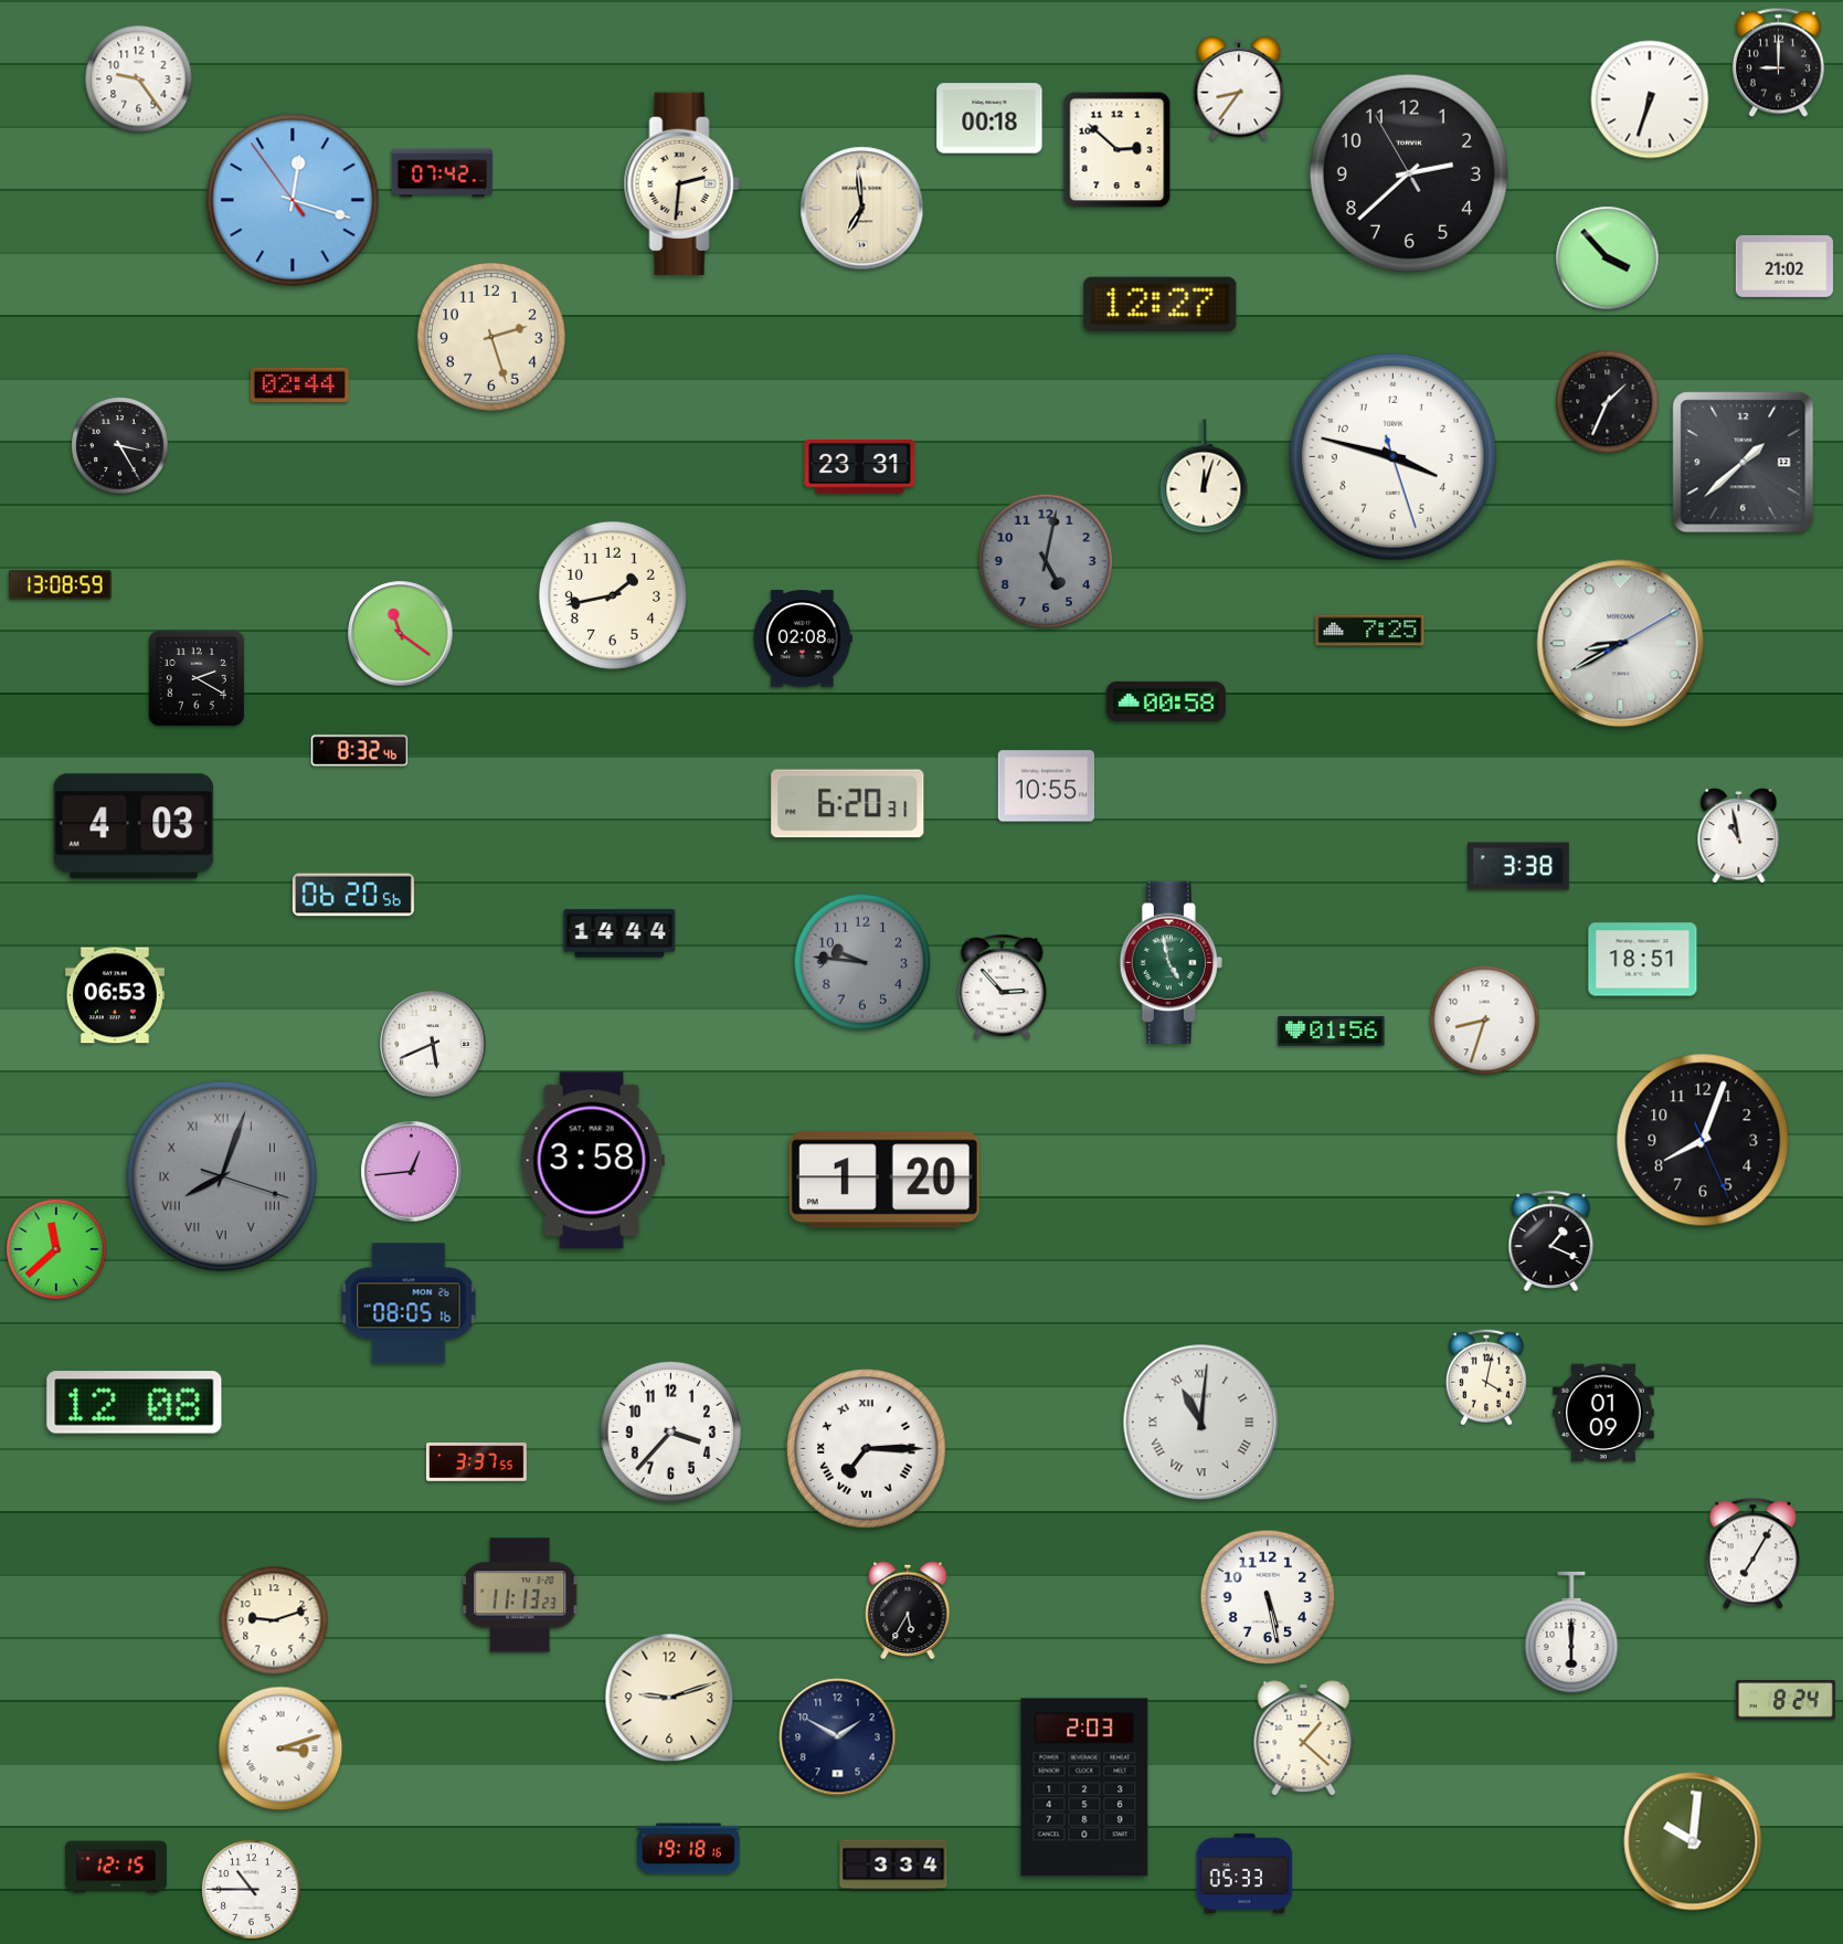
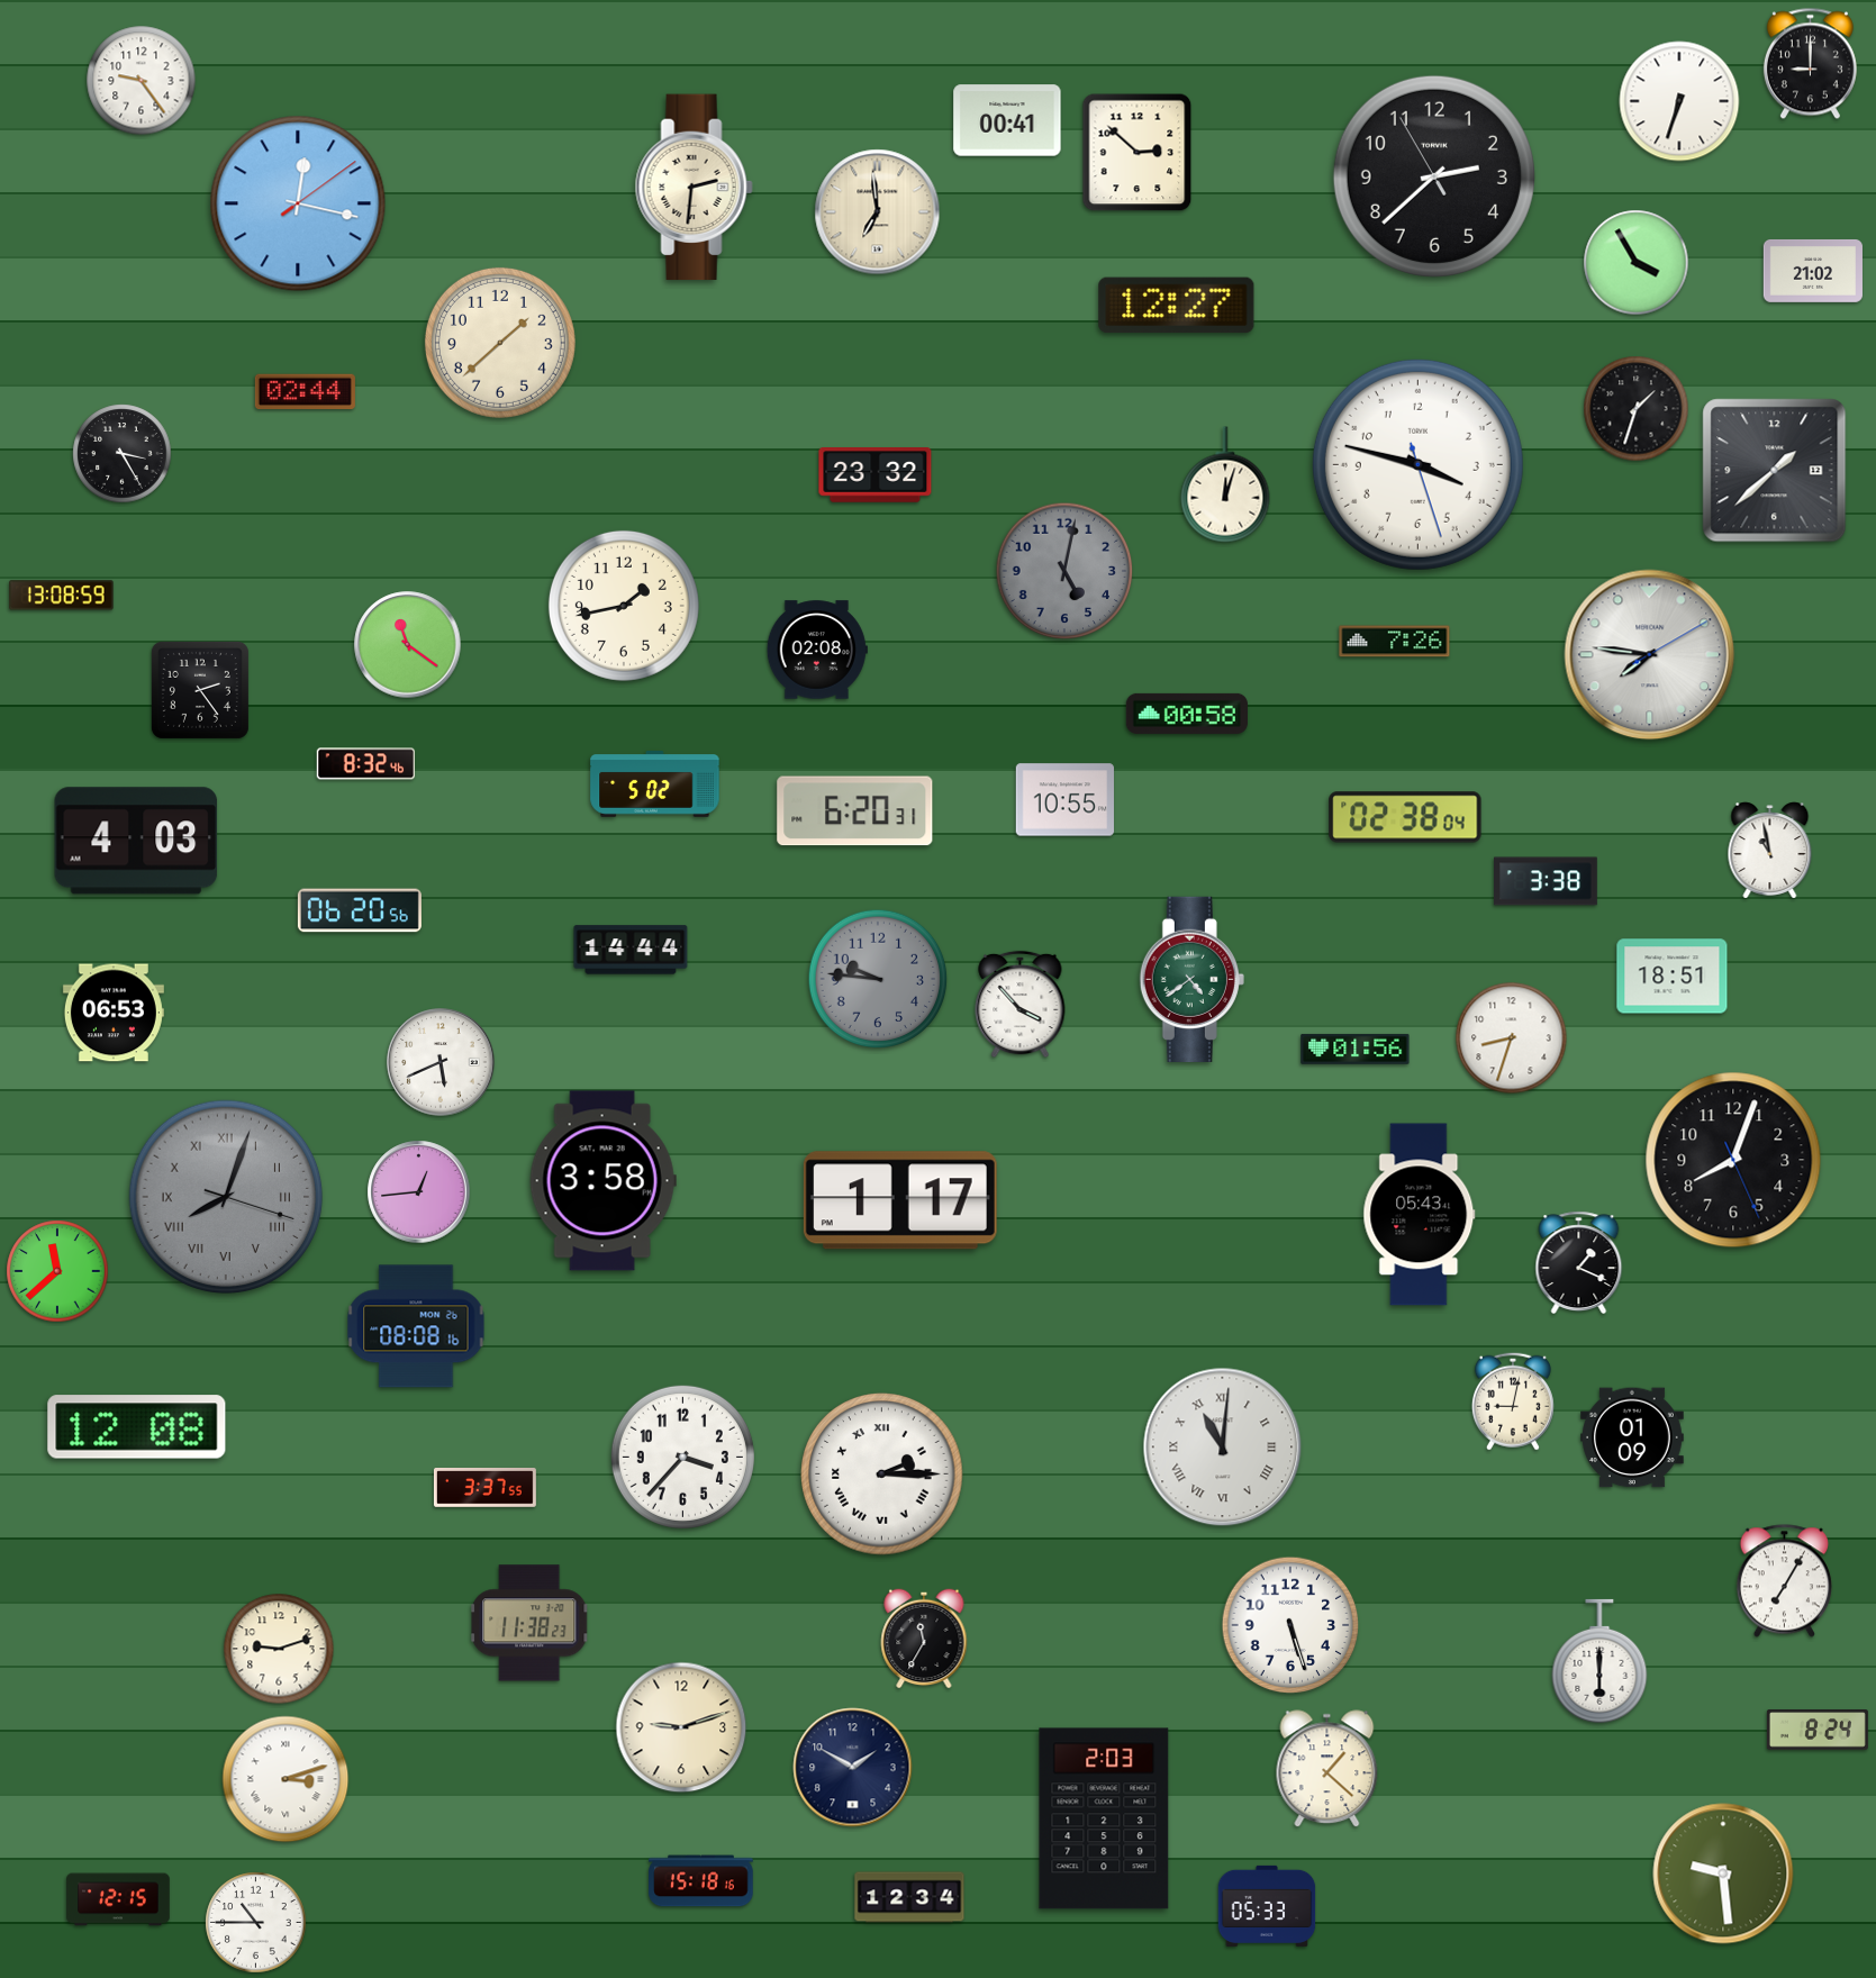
clock at (1239, 88): 8:36 -> none
clock at (989, 118): 00:18 -> 00:41
clock at (442, 173): 07:42 -> none
clock at (293, 200): 12:17:54 -> 12:17:09
clock at (1608, 258): 3:53 -> 3:55
clock at (1784, 266) position: (1784, 266) -> (1813, 271)
clock at (1161, 305) position: (1161, 305) -> (1177, 306)
clock at (491, 337): 2:27 -> 1:38
clock at (1608, 402): 1:34 -> 1:33
clock at (860, 467): 23:31 -> 23:32
clock at (1370, 631): 7:25 -> 7:26
clock at (1621, 644): 8:40 -> 7:46
clock at (197, 678): 2:20 -> 2:24
clock at (655, 784): none -> 5:02
clock at (1405, 817): none -> 02:38
clock at (848, 804) position: (848, 804) -> (855, 811)
clock at (1171, 962): 4:58 -> 4:39
clock at (1003, 987): 2:53 -> 3:53
clock at (115, 995) position: (115, 995) -> (114, 1013)
clock at (885, 1180): 1:20 -> 1:17
clock at (1420, 1215): none -> 05:43
clock at (409, 1303): 08:05 -> 08:08
clock at (1486, 1377): 4:02 -> 9:02
clock at (867, 1449): 7:15 -> 2:15
clock at (520, 1595): 11:13 -> 11:38
clock at (1268, 1597): 5:28 -> 5:27
clock at (908, 1610): 5:35 -> 11:35
clock at (1693, 1841): 10:01 -> 9:29
clock at (689, 1849): 19:18 -> 15:18
clock at (893, 1864): 3:34 -> 12:34
